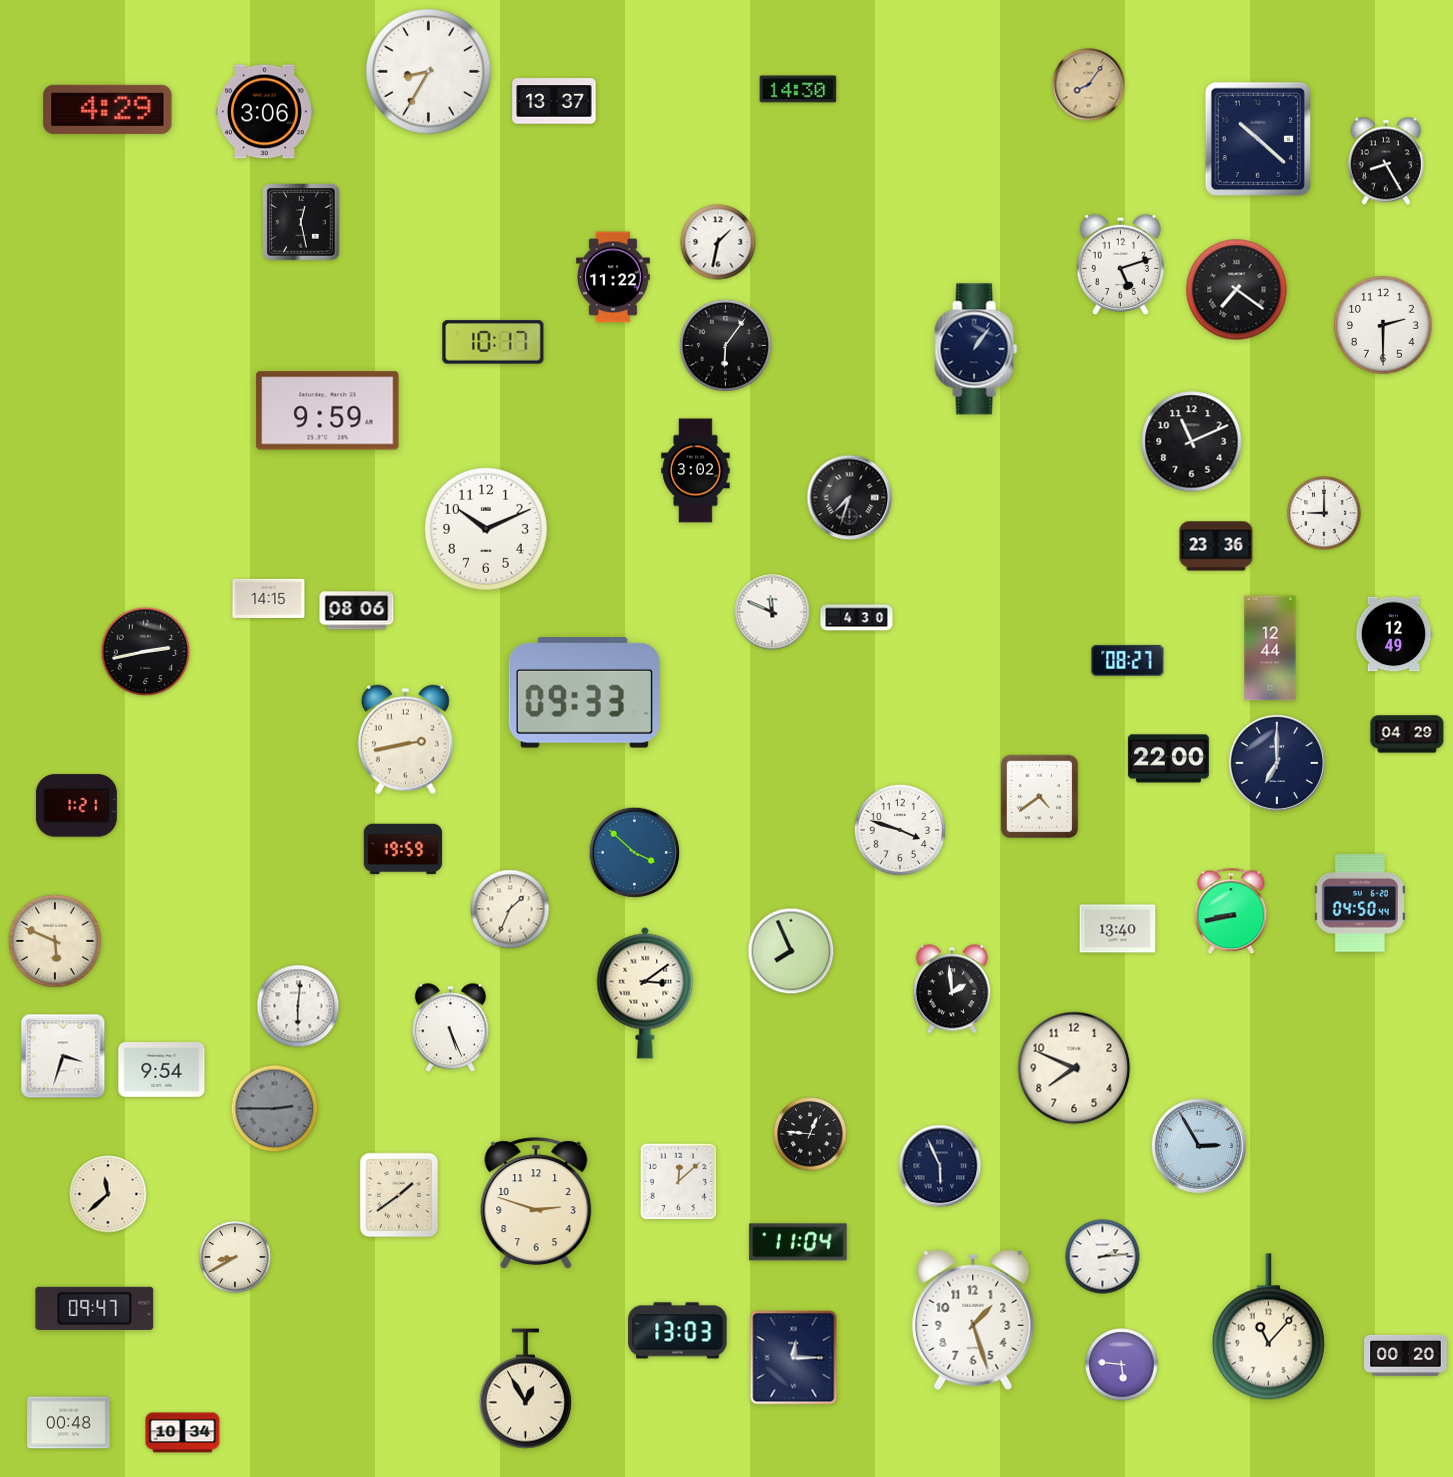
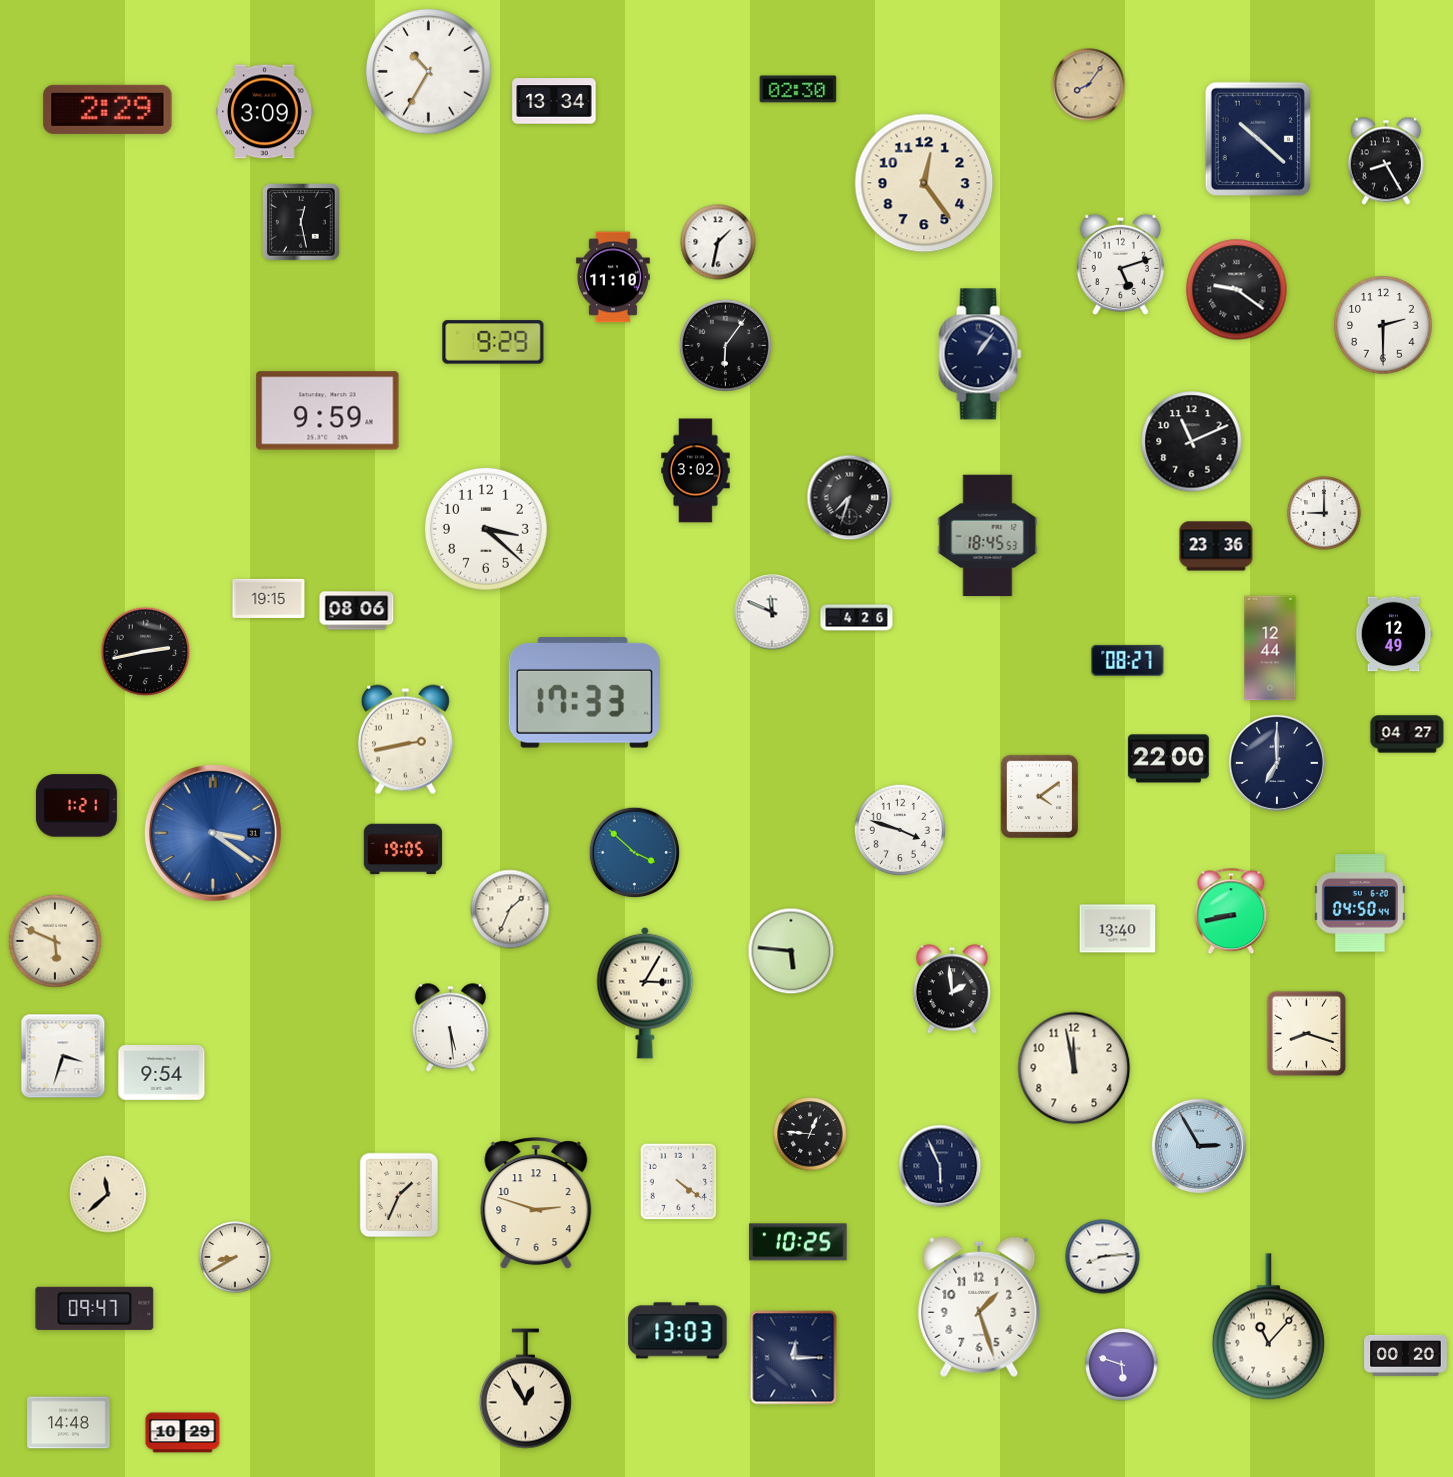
clock at (429, 72): 8:35 -> 10:35
clock at (798, 89): 14:30 -> 02:30
clock at (554, 101): 13:37 -> 13:34
clock at (108, 109): 4:29 -> 2:29
clock at (265, 112): 3:06 -> 3:09
clock at (924, 183): none -> 12:24
clock at (614, 277): 11:22 -> 11:10
clock at (1237, 290): 7:21 -> 9:21
clock at (493, 342): 10:17 -> 9:29
clock at (976, 349) position: (976, 349) -> (980, 354)
clock at (486, 529): 10:11 -> 3:22
clock at (988, 536): none -> 18:45
clock at (269, 598): 14:15 -> 19:15
clock at (857, 618): 4:30 -> 4:26
clock at (584, 693): 09:33 -> 17:33
clock at (1407, 734): 04:29 -> 04:27
clock at (1039, 796): 4:39 -> 4:09
clock at (213, 833): none -> 3:21
clock at (403, 849): 19:59 -> 19:05
clock at (791, 951): 7:56 -> 5:46
clock at (645, 993): 3:09 -> 3:05
clock at (298, 1006): 6:01 -> none
clock at (450, 1028): 5:26 -> 5:29
clock at (1307, 1034): none -> 8:18
clock at (1074, 1068): 7:49 -> 11:58
clock at (162, 1070) position: (162, 1070) -> (162, 1073)
clock at (275, 1109): 2:45 -> none
clock at (679, 1182): 12:08 -> 4:21
clock at (399, 1195): 1:39 -> 1:34
clock at (798, 1242): 11:04 -> 10:25
clock at (1103, 1257): 2:14 -> 8:14
clock at (973, 1320) position: (973, 1320) -> (979, 1307)
clock at (1122, 1365): 5:46 -> 5:48
clock at (69, 1423): 00:48 -> 14:48
clock at (183, 1433): 10:34 -> 10:29
